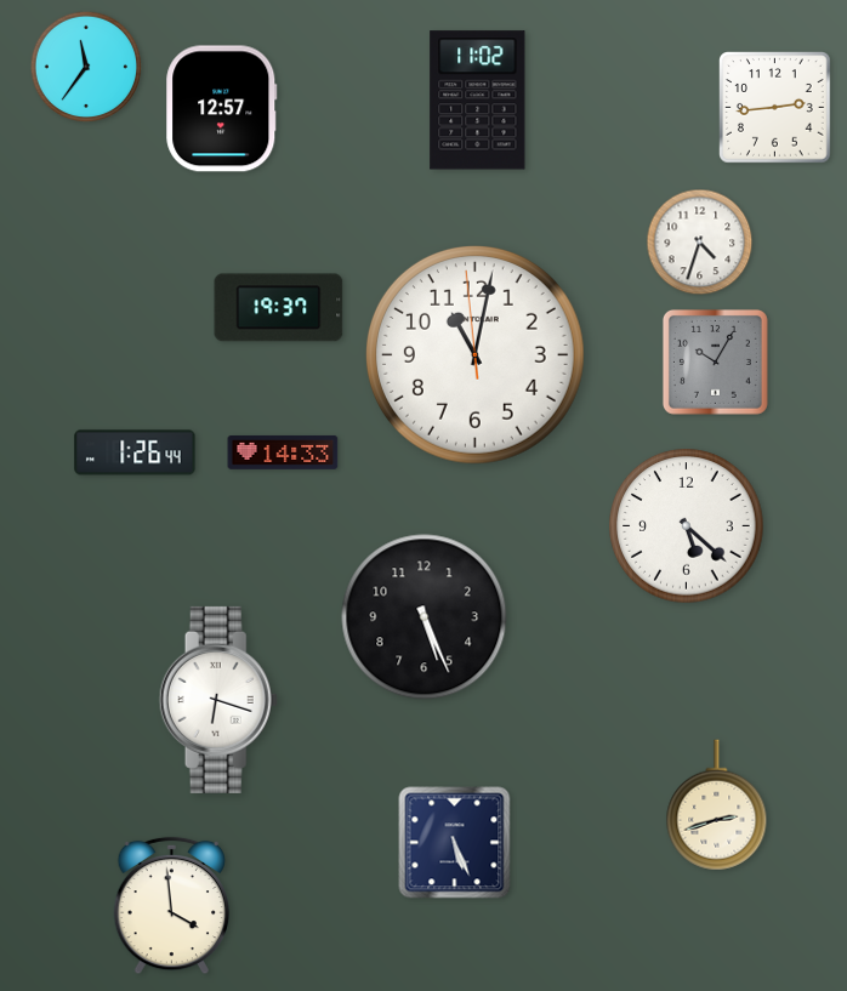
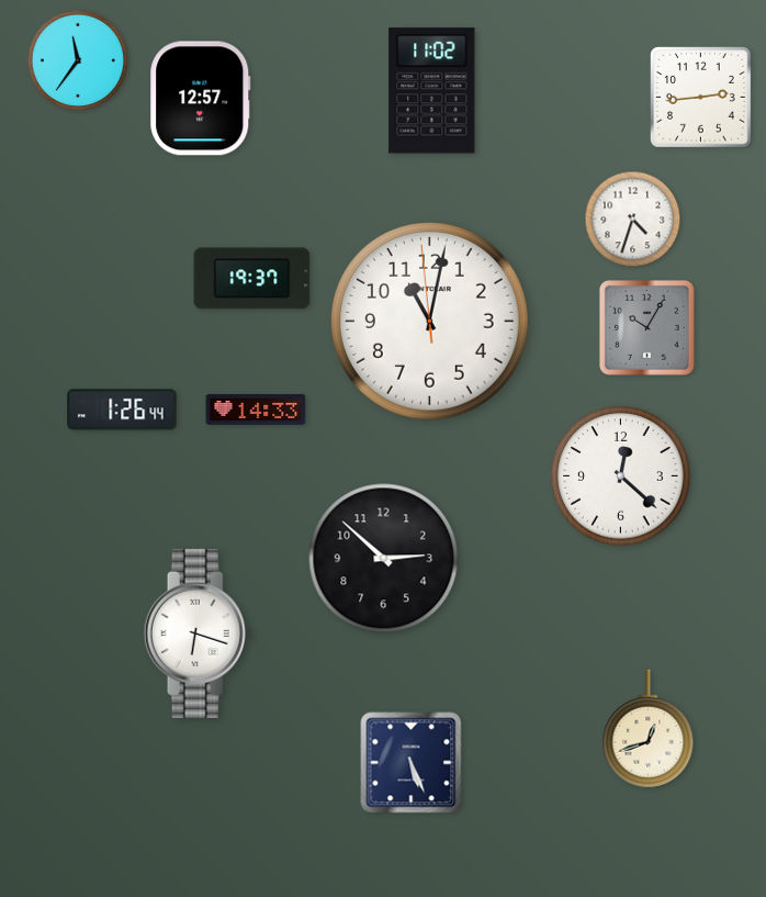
clock at (687, 526): 5:22 -> 12:22
clock at (425, 617): 5:26 -> 2:52
clock at (717, 805): 2:42 -> 12:42
clock at (171, 906): 3:59 -> none
